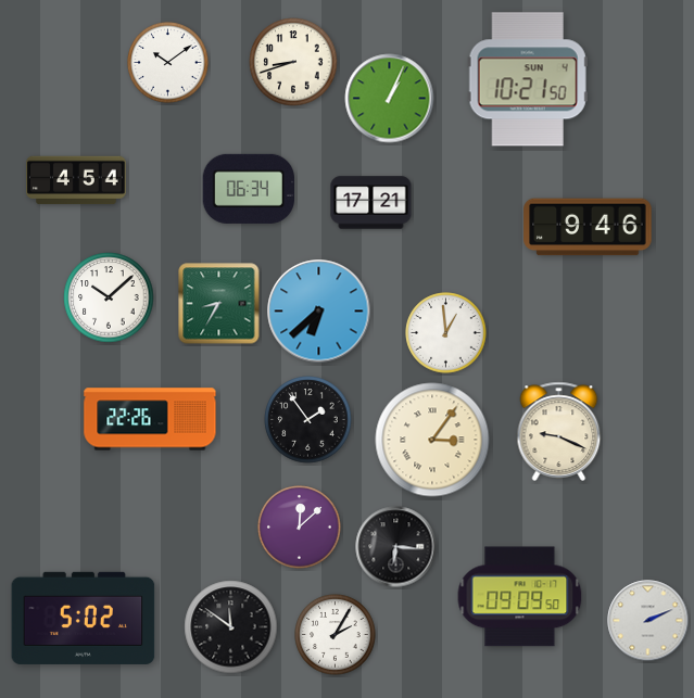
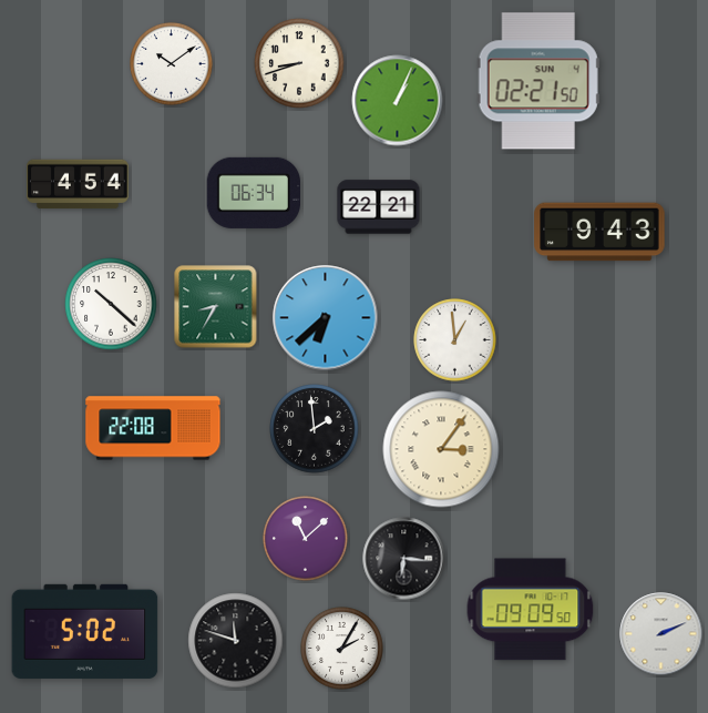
clock at (528, 79): 10:21 -> 02:21
clock at (371, 203): 17:21 -> 22:21
clock at (588, 227): 9:46 -> 9:43
clock at (109, 297): 10:08 -> 10:22
clock at (219, 304) position: (219, 304) -> (216, 307)
clock at (150, 419): 22:26 -> 22:08
clock at (308, 420): 1:54 -> 1:59
clock at (559, 431): 9:19 -> none
clock at (300, 528): 12:08 -> 11:08
clock at (231, 627): 11:51 -> 11:48
